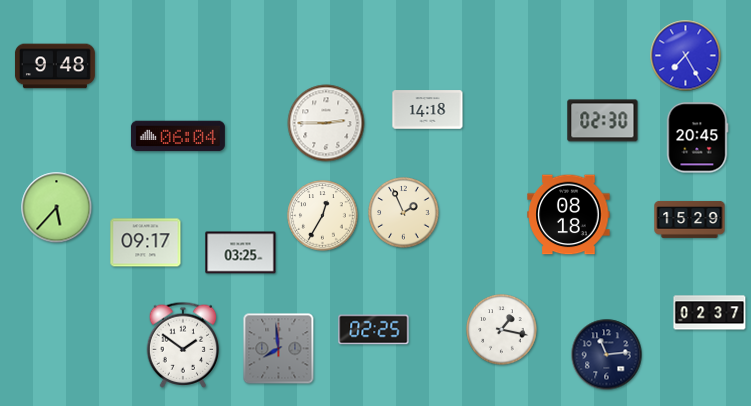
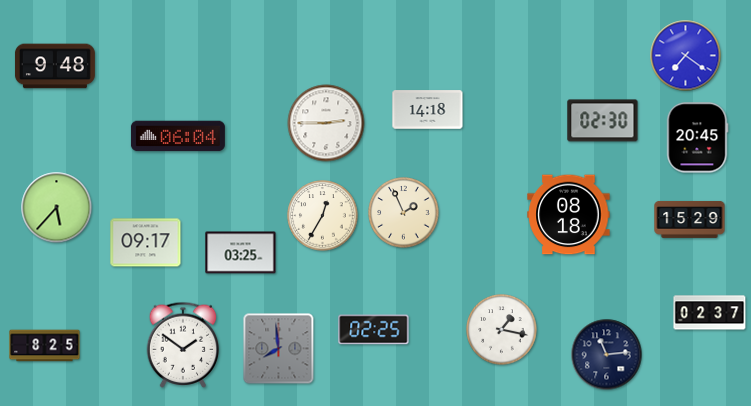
clock at (686, 56): 7:25 -> 7:21
clock at (45, 346): none -> 8:25
